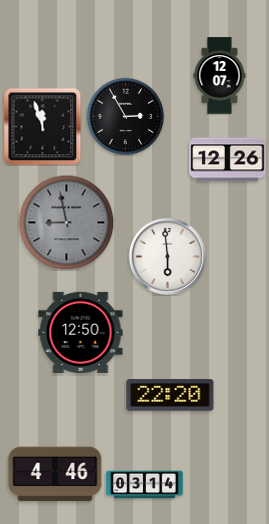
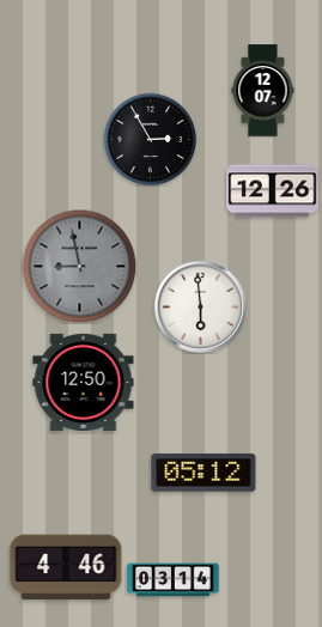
clock at (42, 126): 11:57 -> none
clock at (81, 332) position: (81, 332) -> (84, 382)
clock at (170, 395): 22:20 -> 05:12
